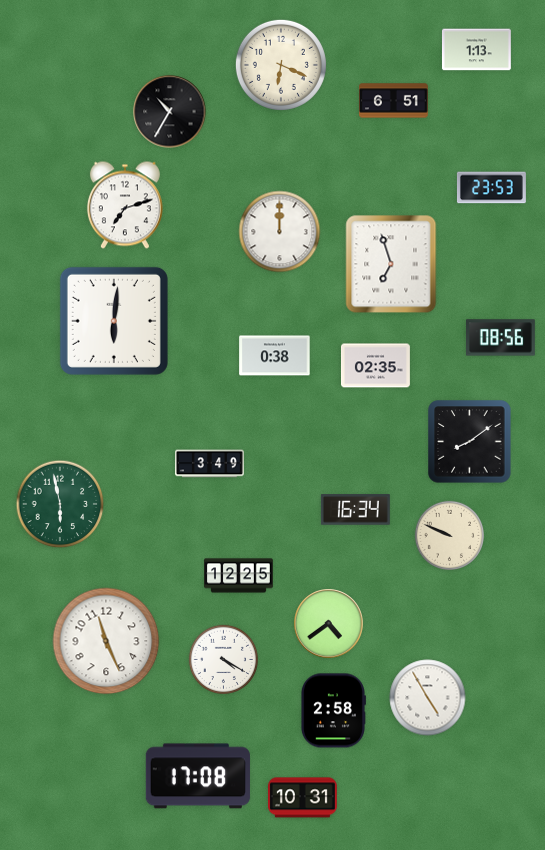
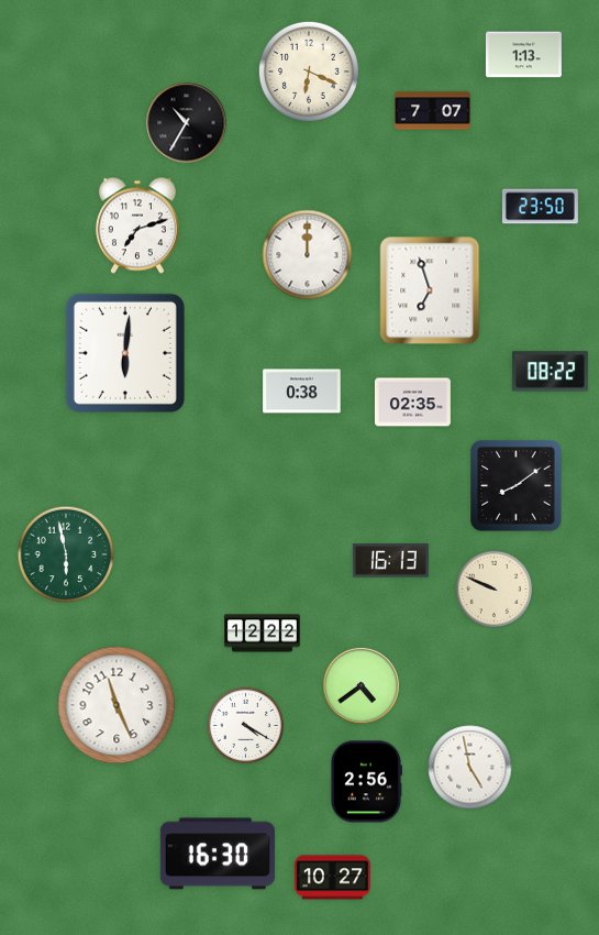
clock at (394, 101): 6:51 -> 7:07
clock at (491, 188): 23:53 -> 23:50
clock at (500, 338): 08:56 -> 08:22
clock at (210, 464): 3:49 -> none
clock at (355, 510): 16:34 -> 16:13
clock at (239, 576): 12:25 -> 12:22
clock at (428, 698): 4:55 -> 4:58
clock at (333, 711): 2:58 -> 2:56
clock at (198, 776): 17:08 -> 16:30
clock at (302, 798): 10:31 -> 10:27
